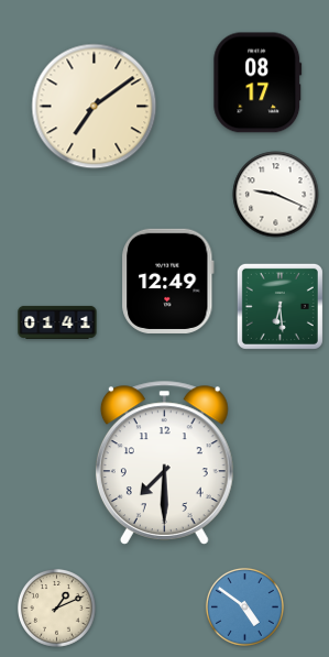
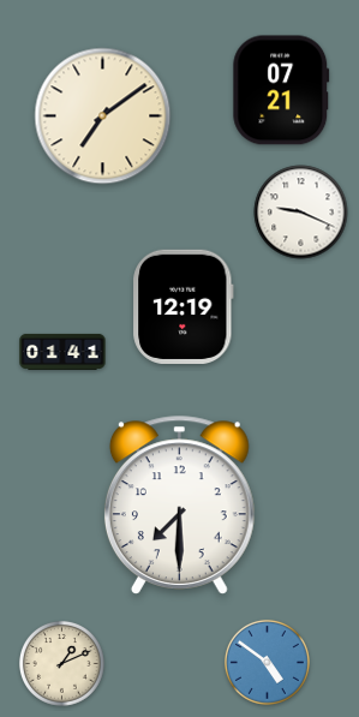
clock at (257, 83): 08:17 -> 07:21
clock at (168, 281): 12:49 -> 12:19
clock at (279, 306): 6:29 -> none
